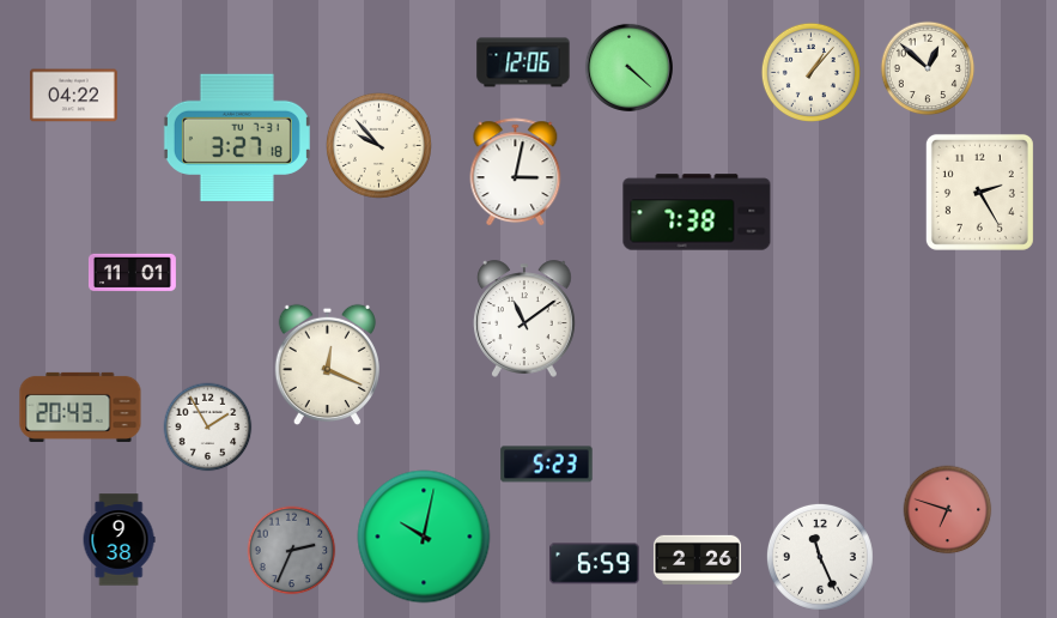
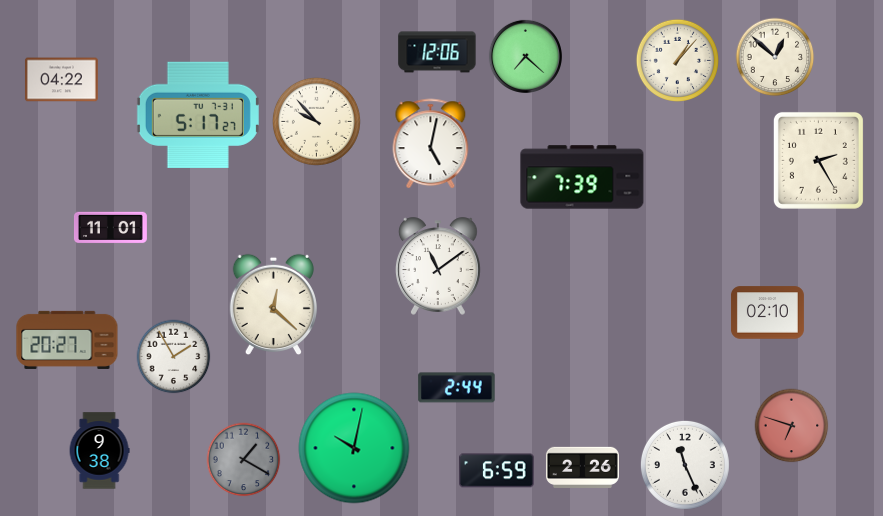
clock at (628, 67): 4:22 -> 7:22
clock at (237, 137): 3:27 -> 5:17
clock at (516, 172): 3:02 -> 5:02
clock at (697, 212): 7:38 -> 7:39
clock at (327, 364): 12:19 -> 12:22
clock at (767, 313): none -> 02:10
clock at (80, 407): 20:43 -> 20:27
clock at (547, 465): 5:23 -> 2:44
clock at (292, 551): 2:34 -> 1:20
